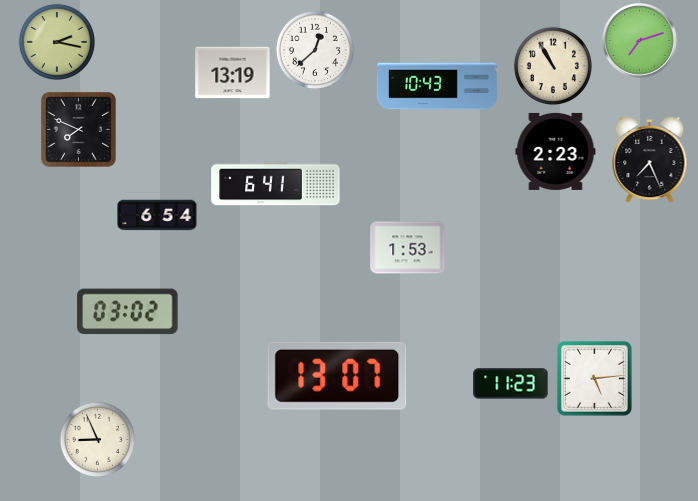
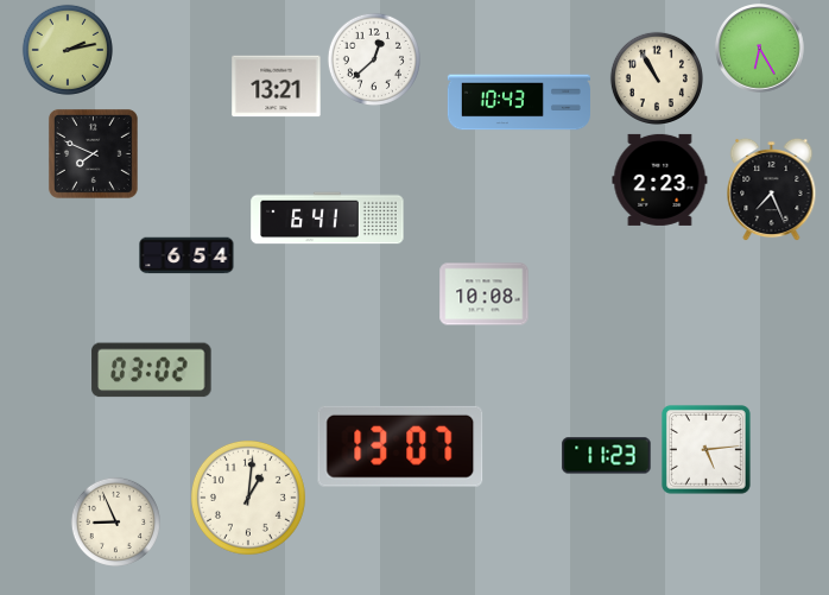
clock at (640, 41): 7:12 -> 6:25
clock at (57, 42): 2:17 -> 2:13
clock at (233, 73): 13:19 -> 13:21
clock at (408, 248): 1:53 -> 10:08
clock at (248, 498): none -> 1:01
